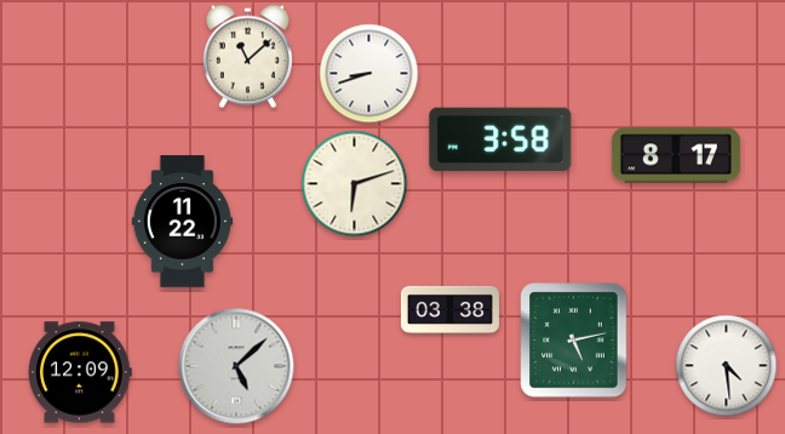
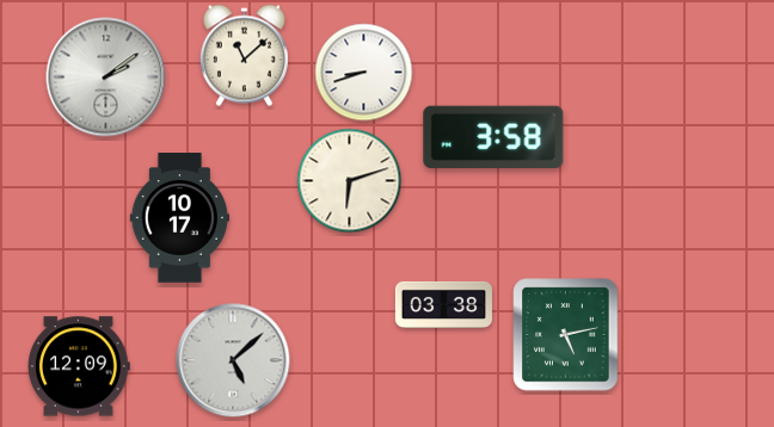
clock at (106, 78): none -> 2:09
clock at (676, 155): 8:17 -> none
clock at (182, 222): 11:22 -> 10:17
clock at (727, 366): 4:29 -> none
